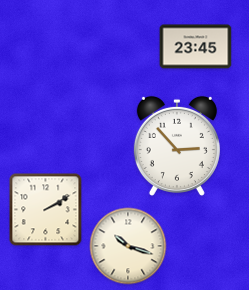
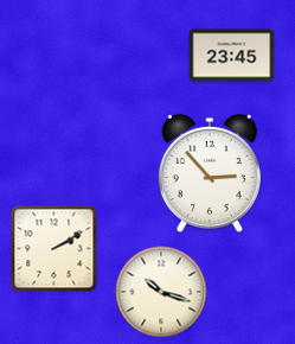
clock at (128, 246) position: (128, 246) -> (161, 292)
